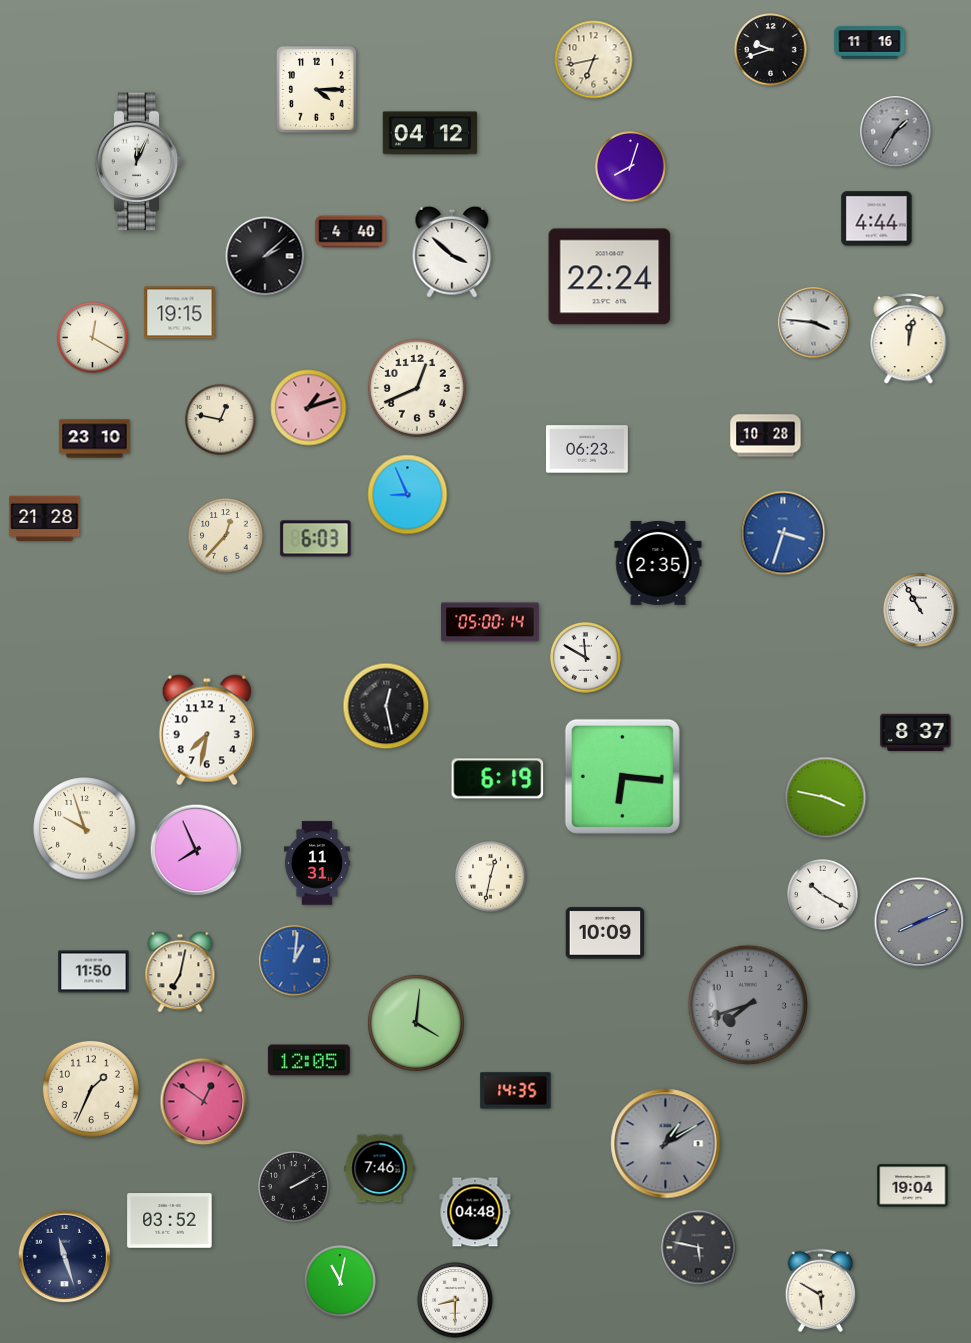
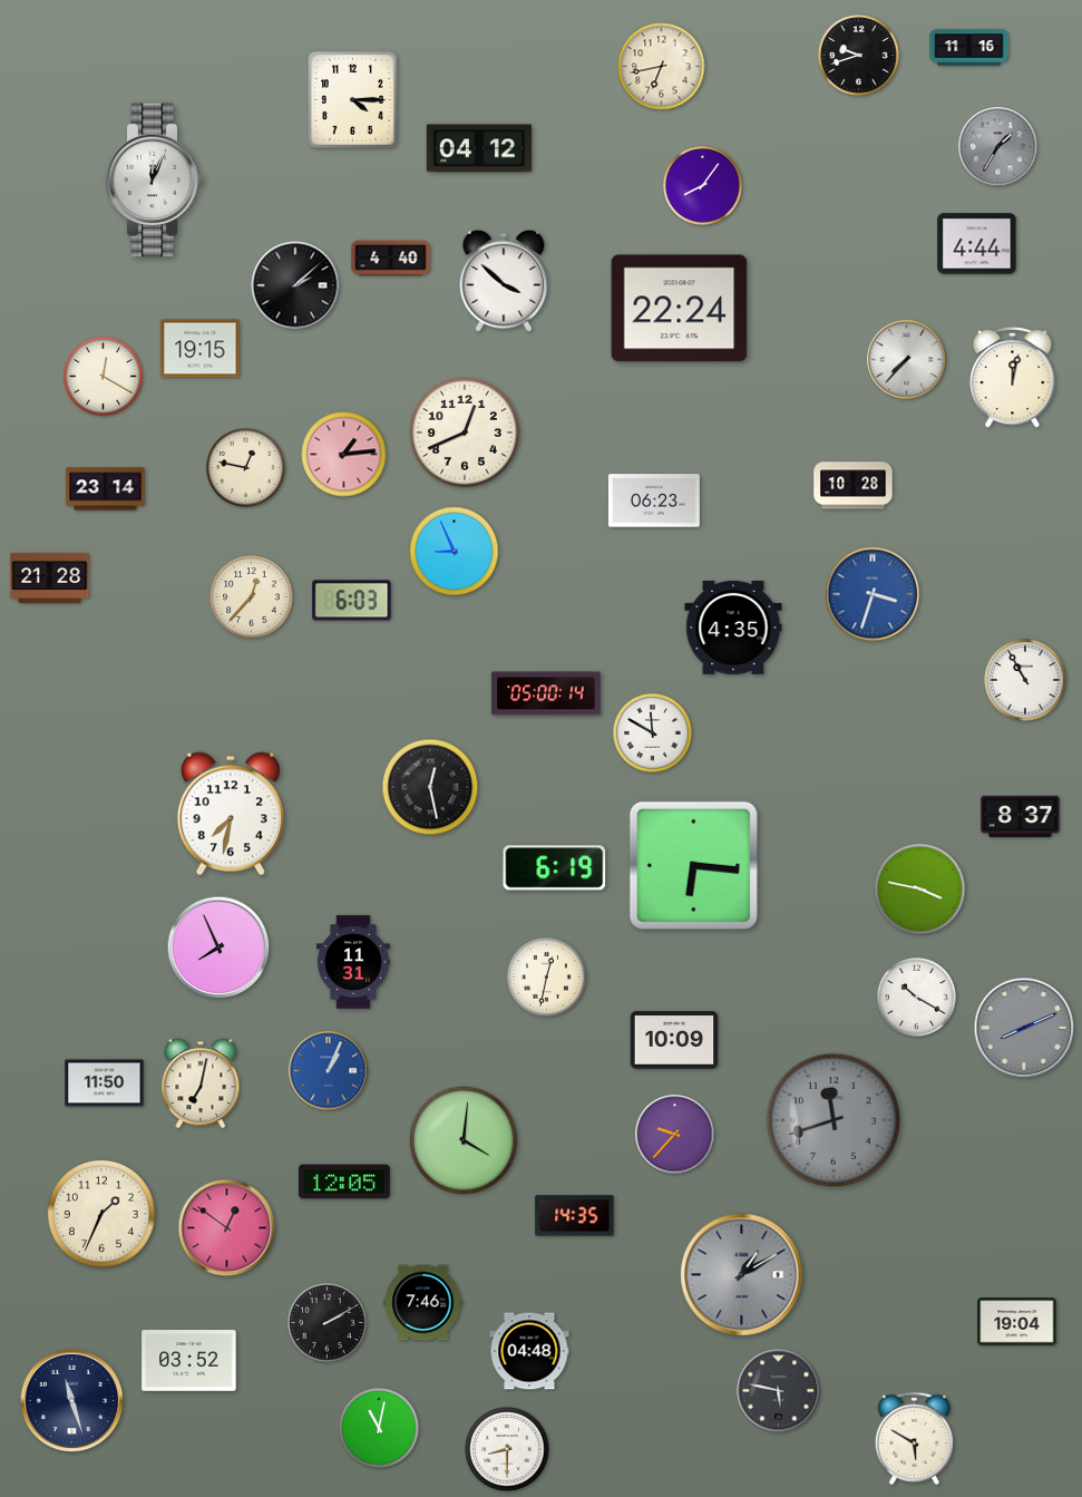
clock at (631, 167): 8:03 -> 8:06
clock at (814, 323): 3:46 -> 7:37
clock at (309, 408): 1:12 -> 1:14
clock at (95, 439): 23:10 -> 23:14
clock at (658, 563): 2:35 -> 4:35
clock at (85, 829): 9:57 -> none
clock at (295, 961): 1:01 -> 1:04
clock at (747, 1004): 7:42 -> 11:42
clock at (675, 1135): none -> 9:37
